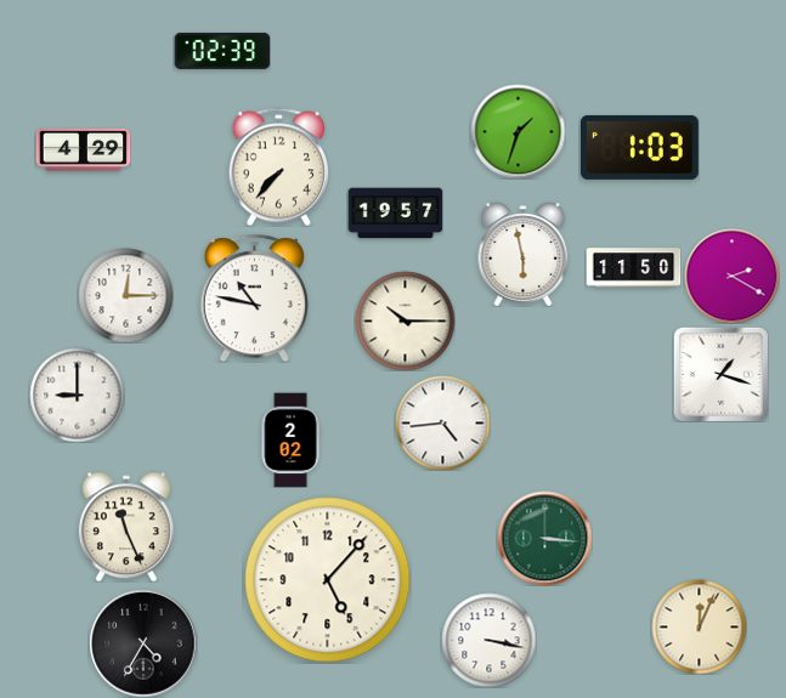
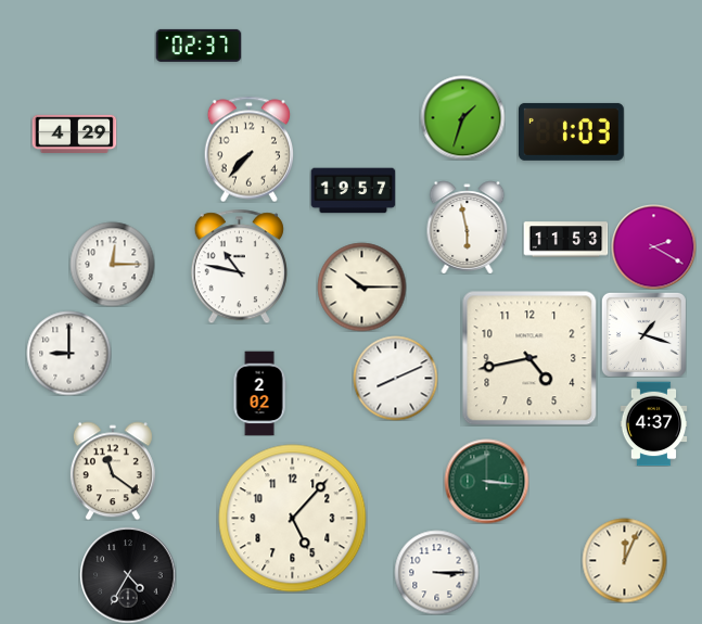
clock at (222, 51): 02:39 -> 02:37
clock at (633, 268): 11:50 -> 11:53
clock at (254, 297) position: (254, 297) -> (239, 266)
clock at (529, 358): none -> 4:43
clock at (442, 422): 4:44 -> 8:11
clock at (654, 423): none -> 4:37
clock at (126, 527): 11:26 -> 11:21
clock at (488, 640): 3:17 -> 3:15
